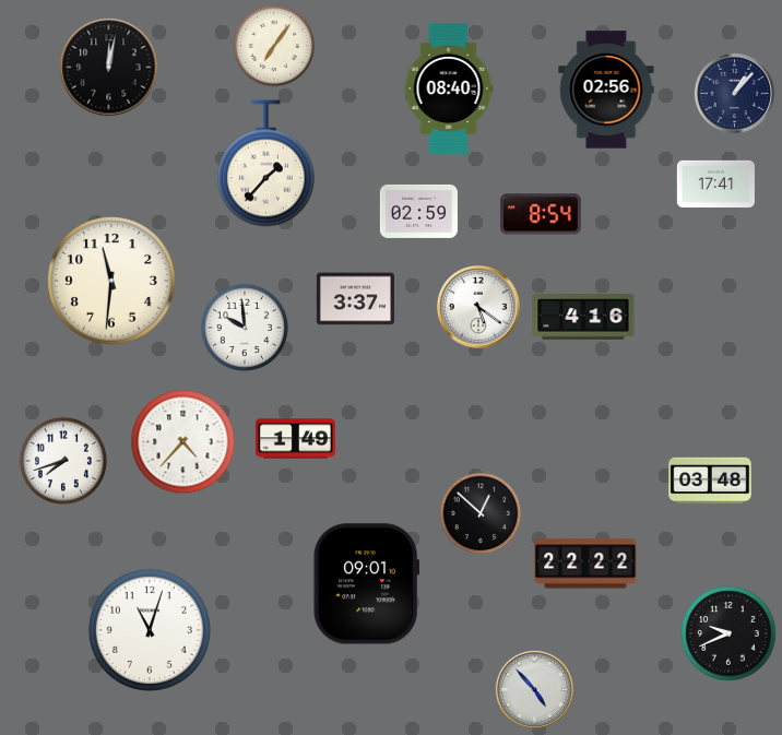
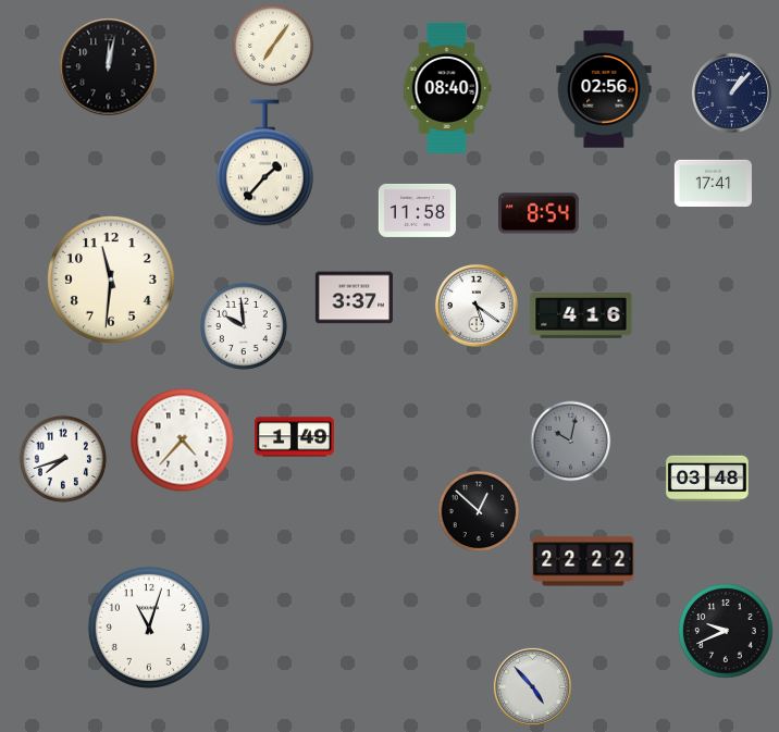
clock at (418, 211): 02:59 -> 11:58
clock at (571, 442): none -> 10:02
clock at (366, 584): 09:01 -> none
